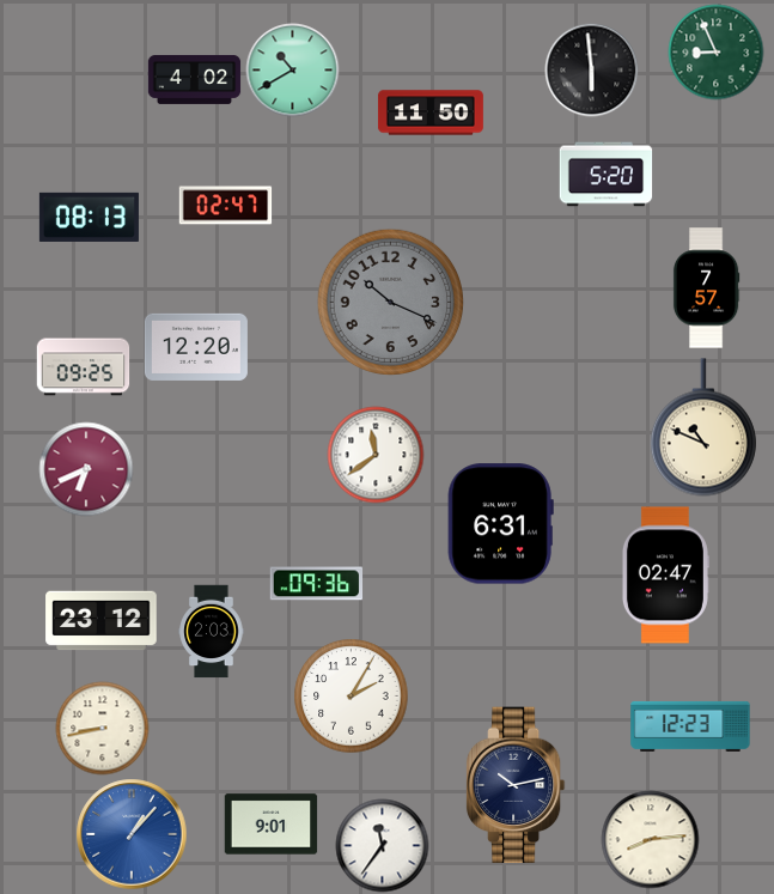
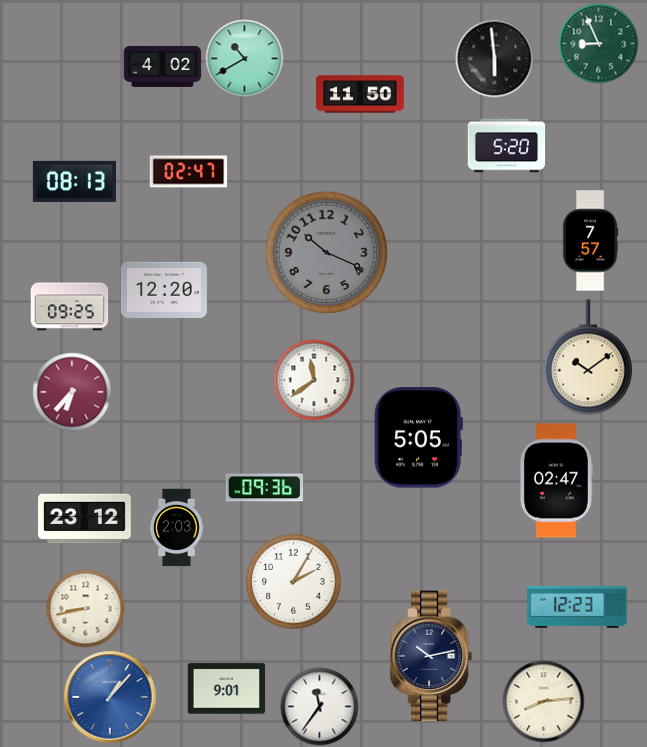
clock at (703, 427): 10:49 -> 10:09
clock at (86, 469): 6:41 -> 6:37
clock at (500, 524): 6:31 -> 5:05
